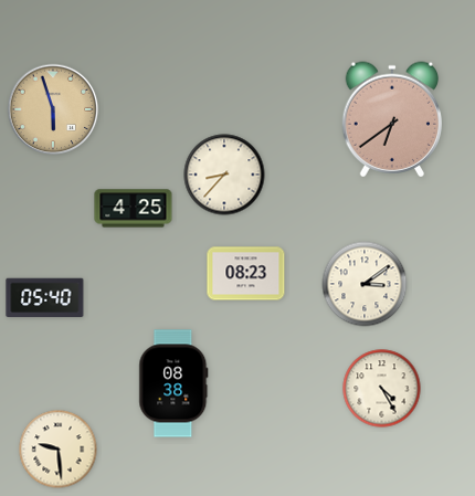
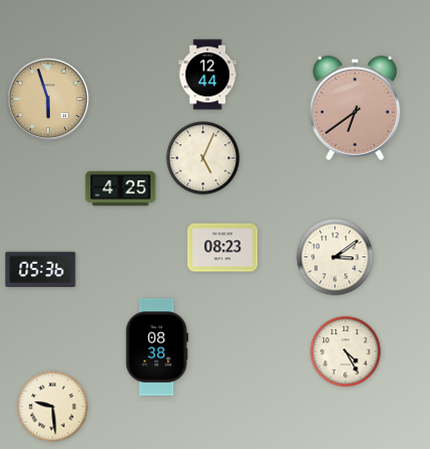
clock at (208, 75): none -> 12:44
clock at (224, 175): 8:37 -> 5:04
clock at (365, 284) position: (365, 284) -> (335, 257)
clock at (45, 298): 05:40 -> 05:36
